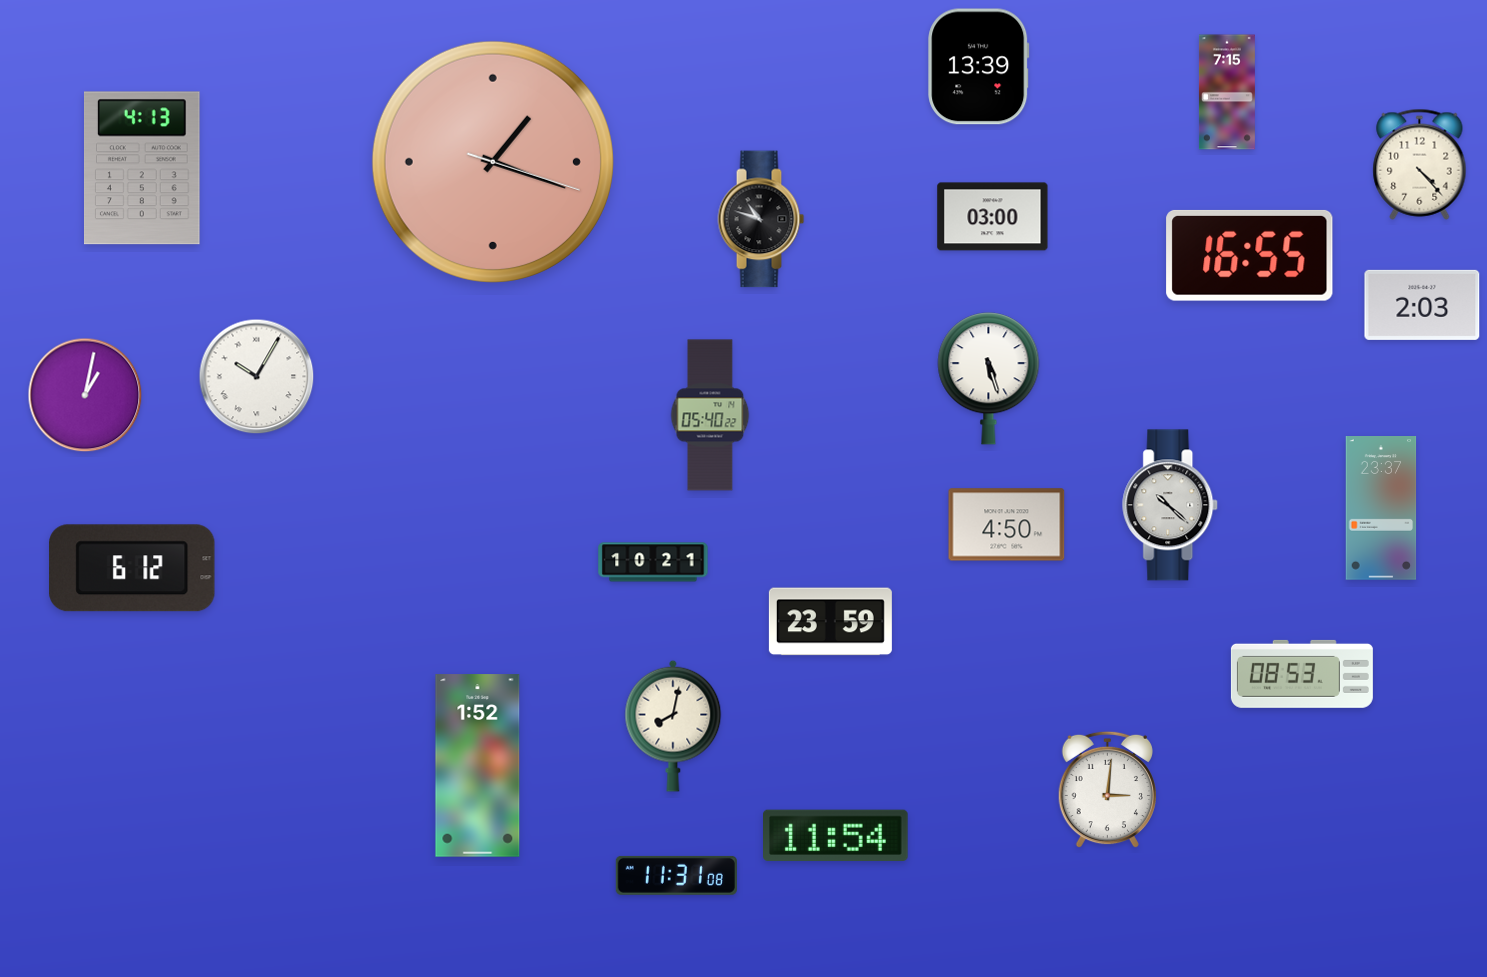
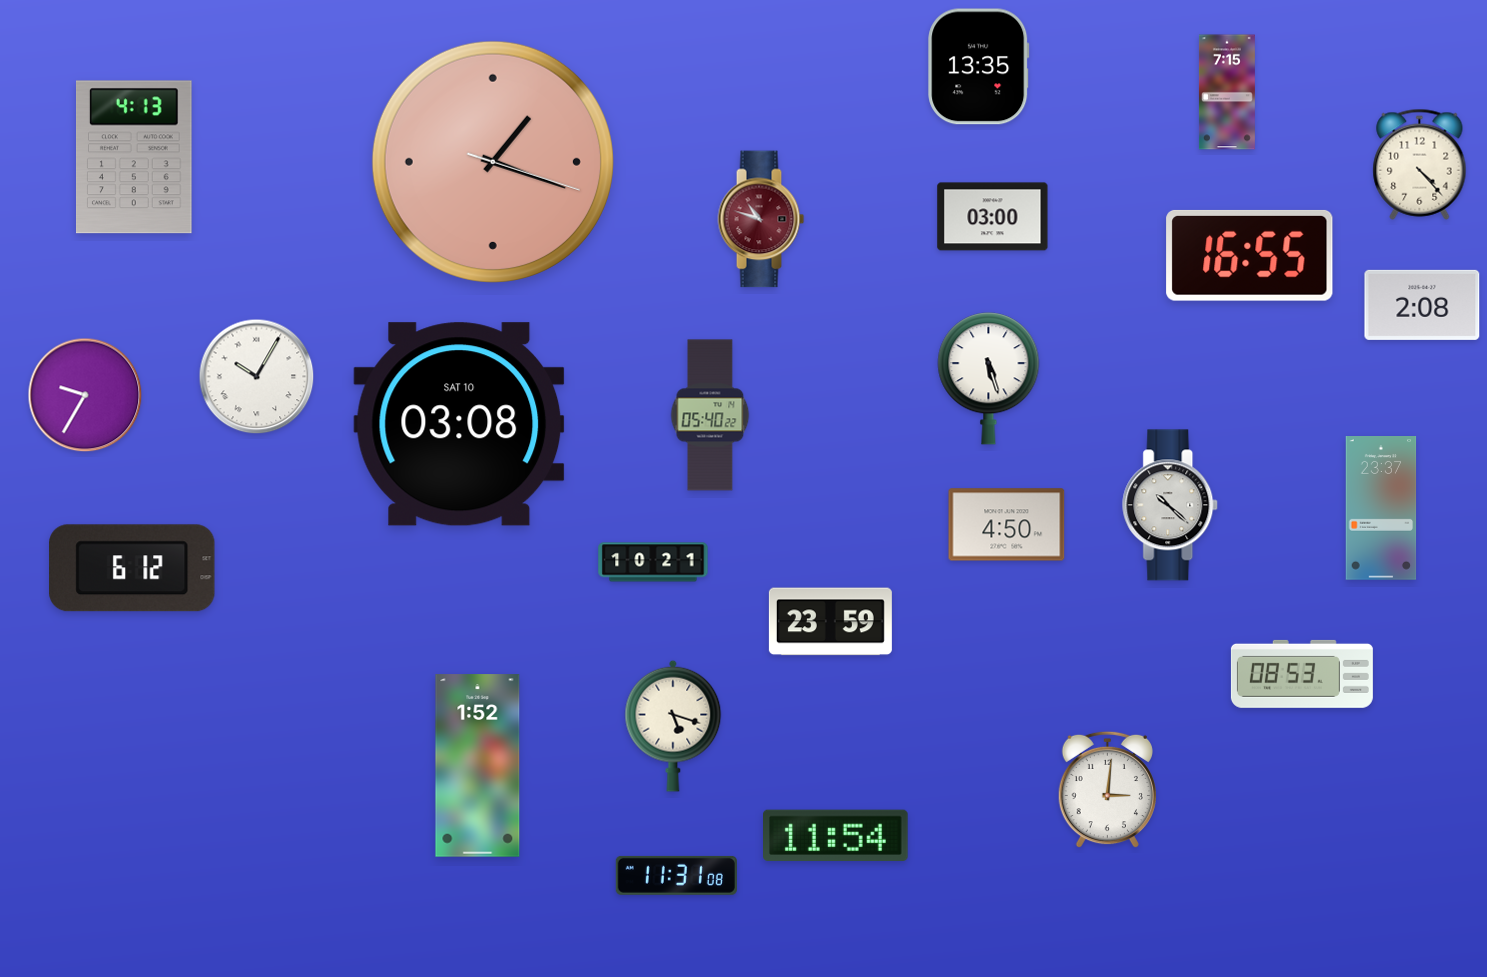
clock at (979, 67): 13:39 -> 13:35
clock at (143, 168) position: (143, 168) -> (135, 157)
clock at (761, 219) dial: black -> burgundy
clock at (1422, 305): 2:03 -> 2:08
clock at (85, 395): 1:02 -> 9:35
clock at (459, 424): none -> 03:08
clock at (673, 726): 8:02 -> 5:18
